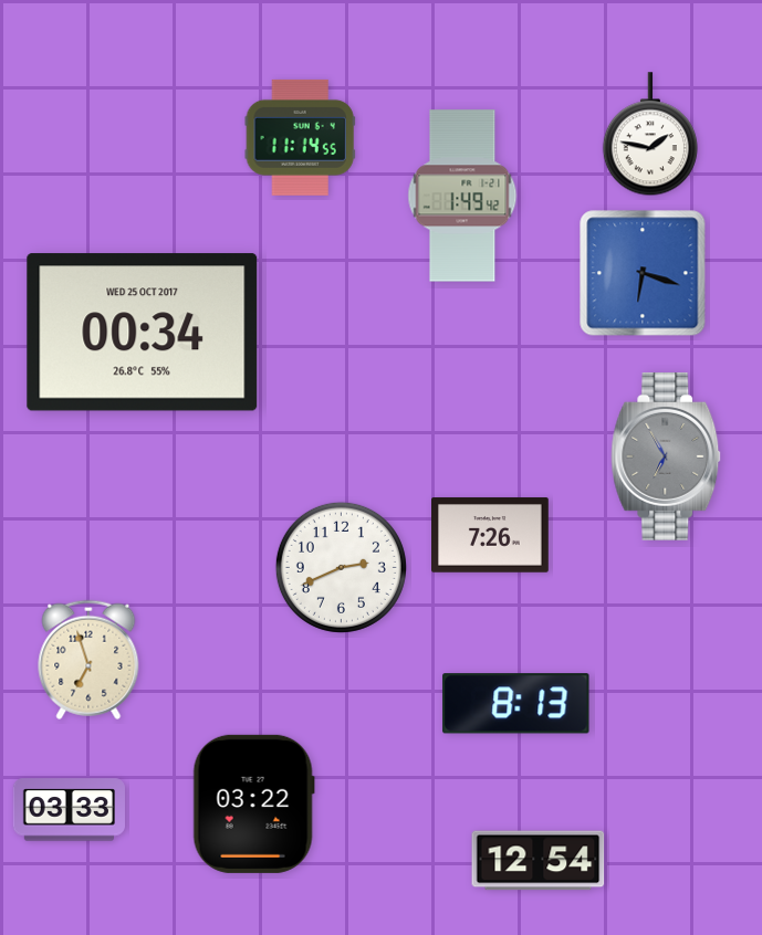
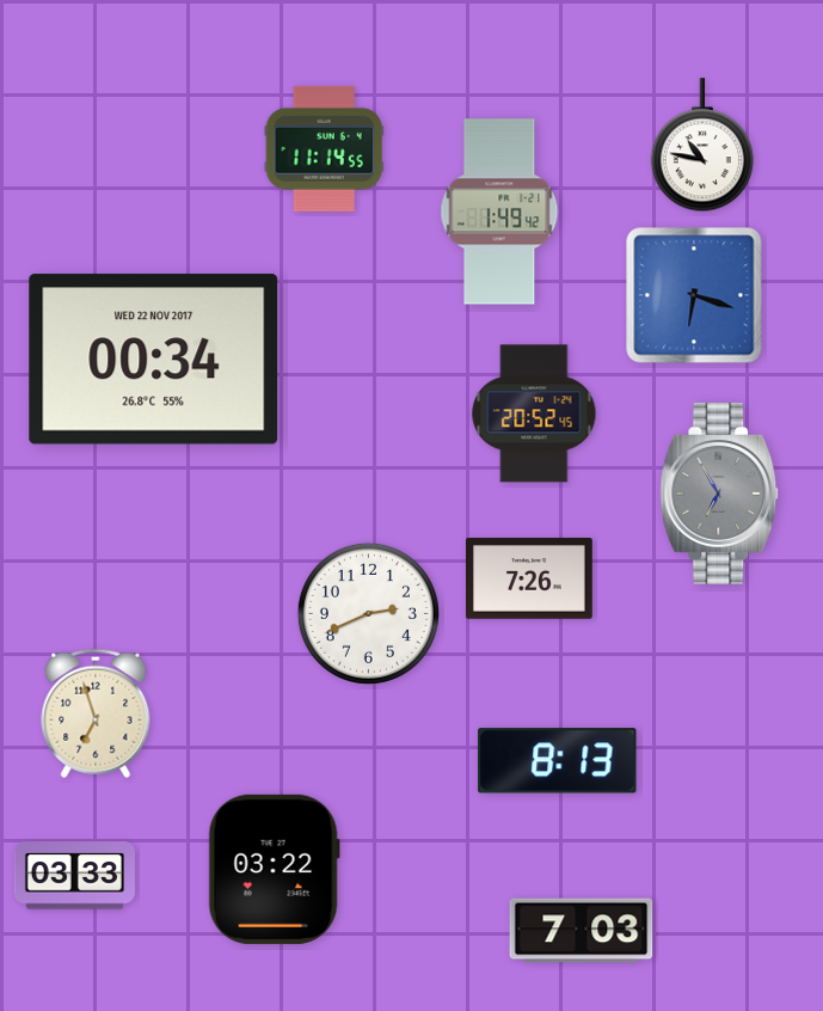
clock at (650, 135): 1:47 -> 10:47
clock at (143, 333) date: WED 25 OCT 2017 -> WED 22 NOV 2017
clock at (534, 413): none -> 20:52
clock at (539, 861): 12:54 -> 7:03
